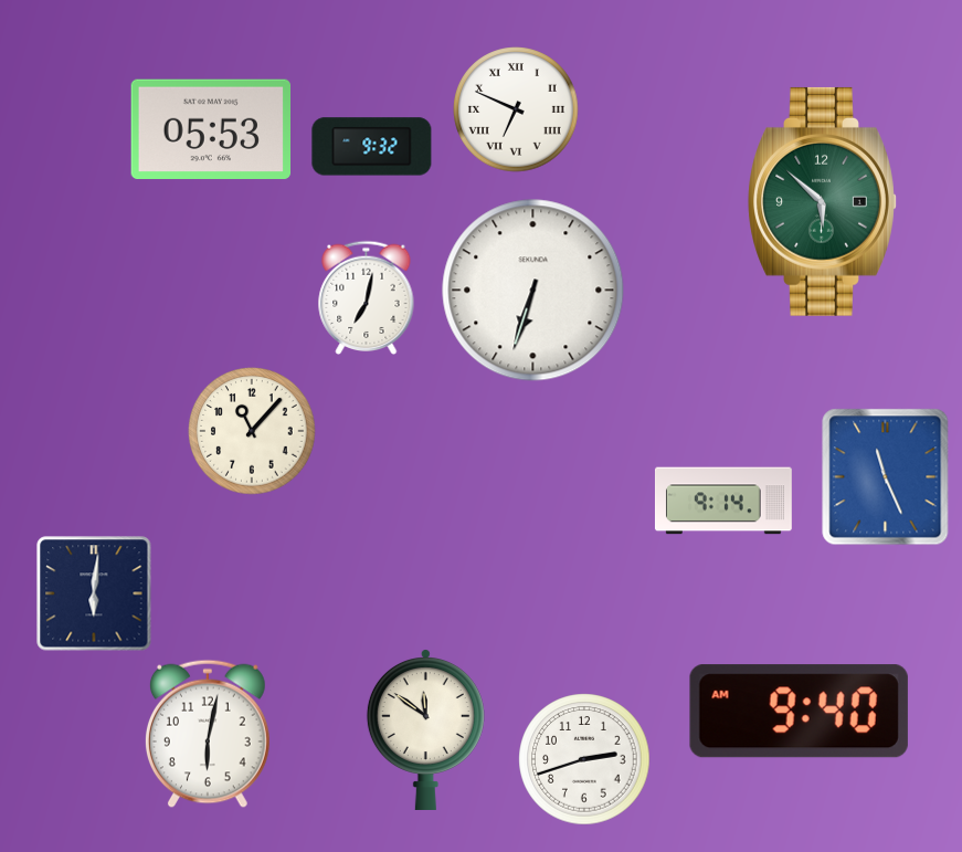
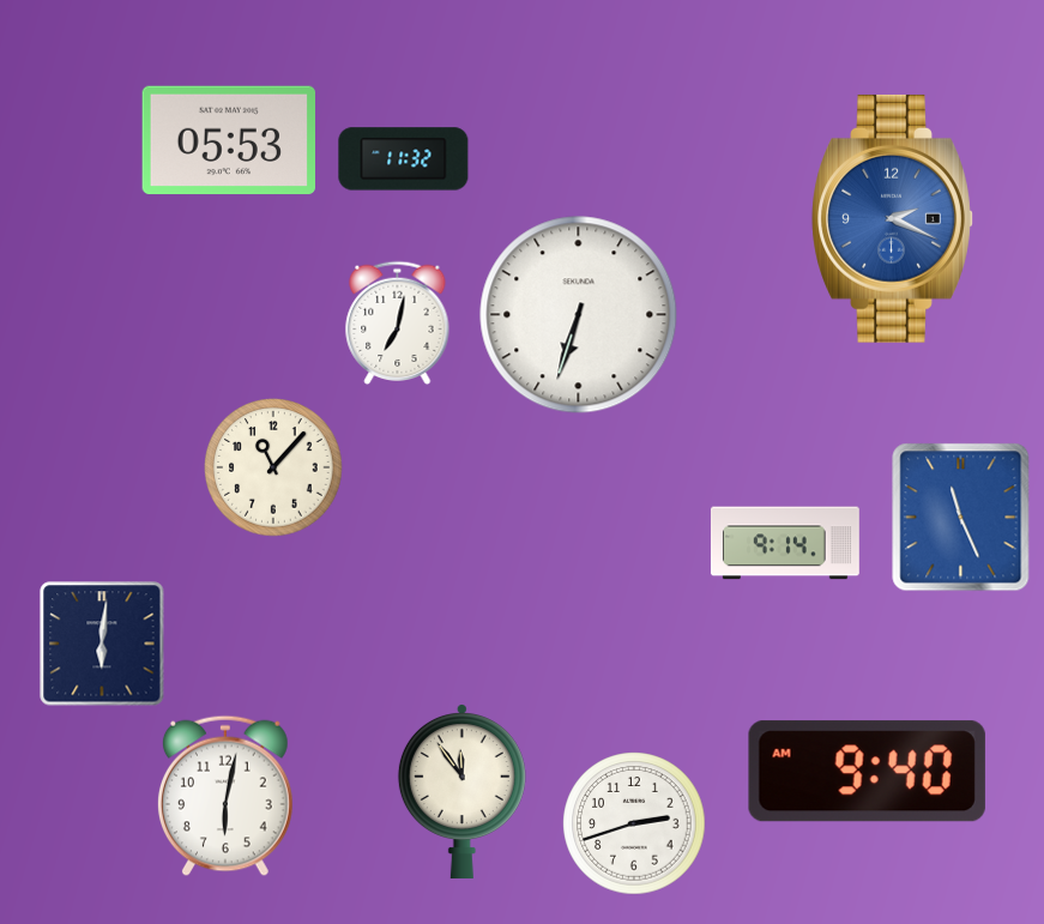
clock at (516, 109): 6:49 -> none
clock at (372, 147): 9:32 -> 11:32
clock at (823, 201): 5:52 -> 2:19
clock at (823, 201) dial: green -> blue
clock at (425, 730): 11:51 -> 11:54
